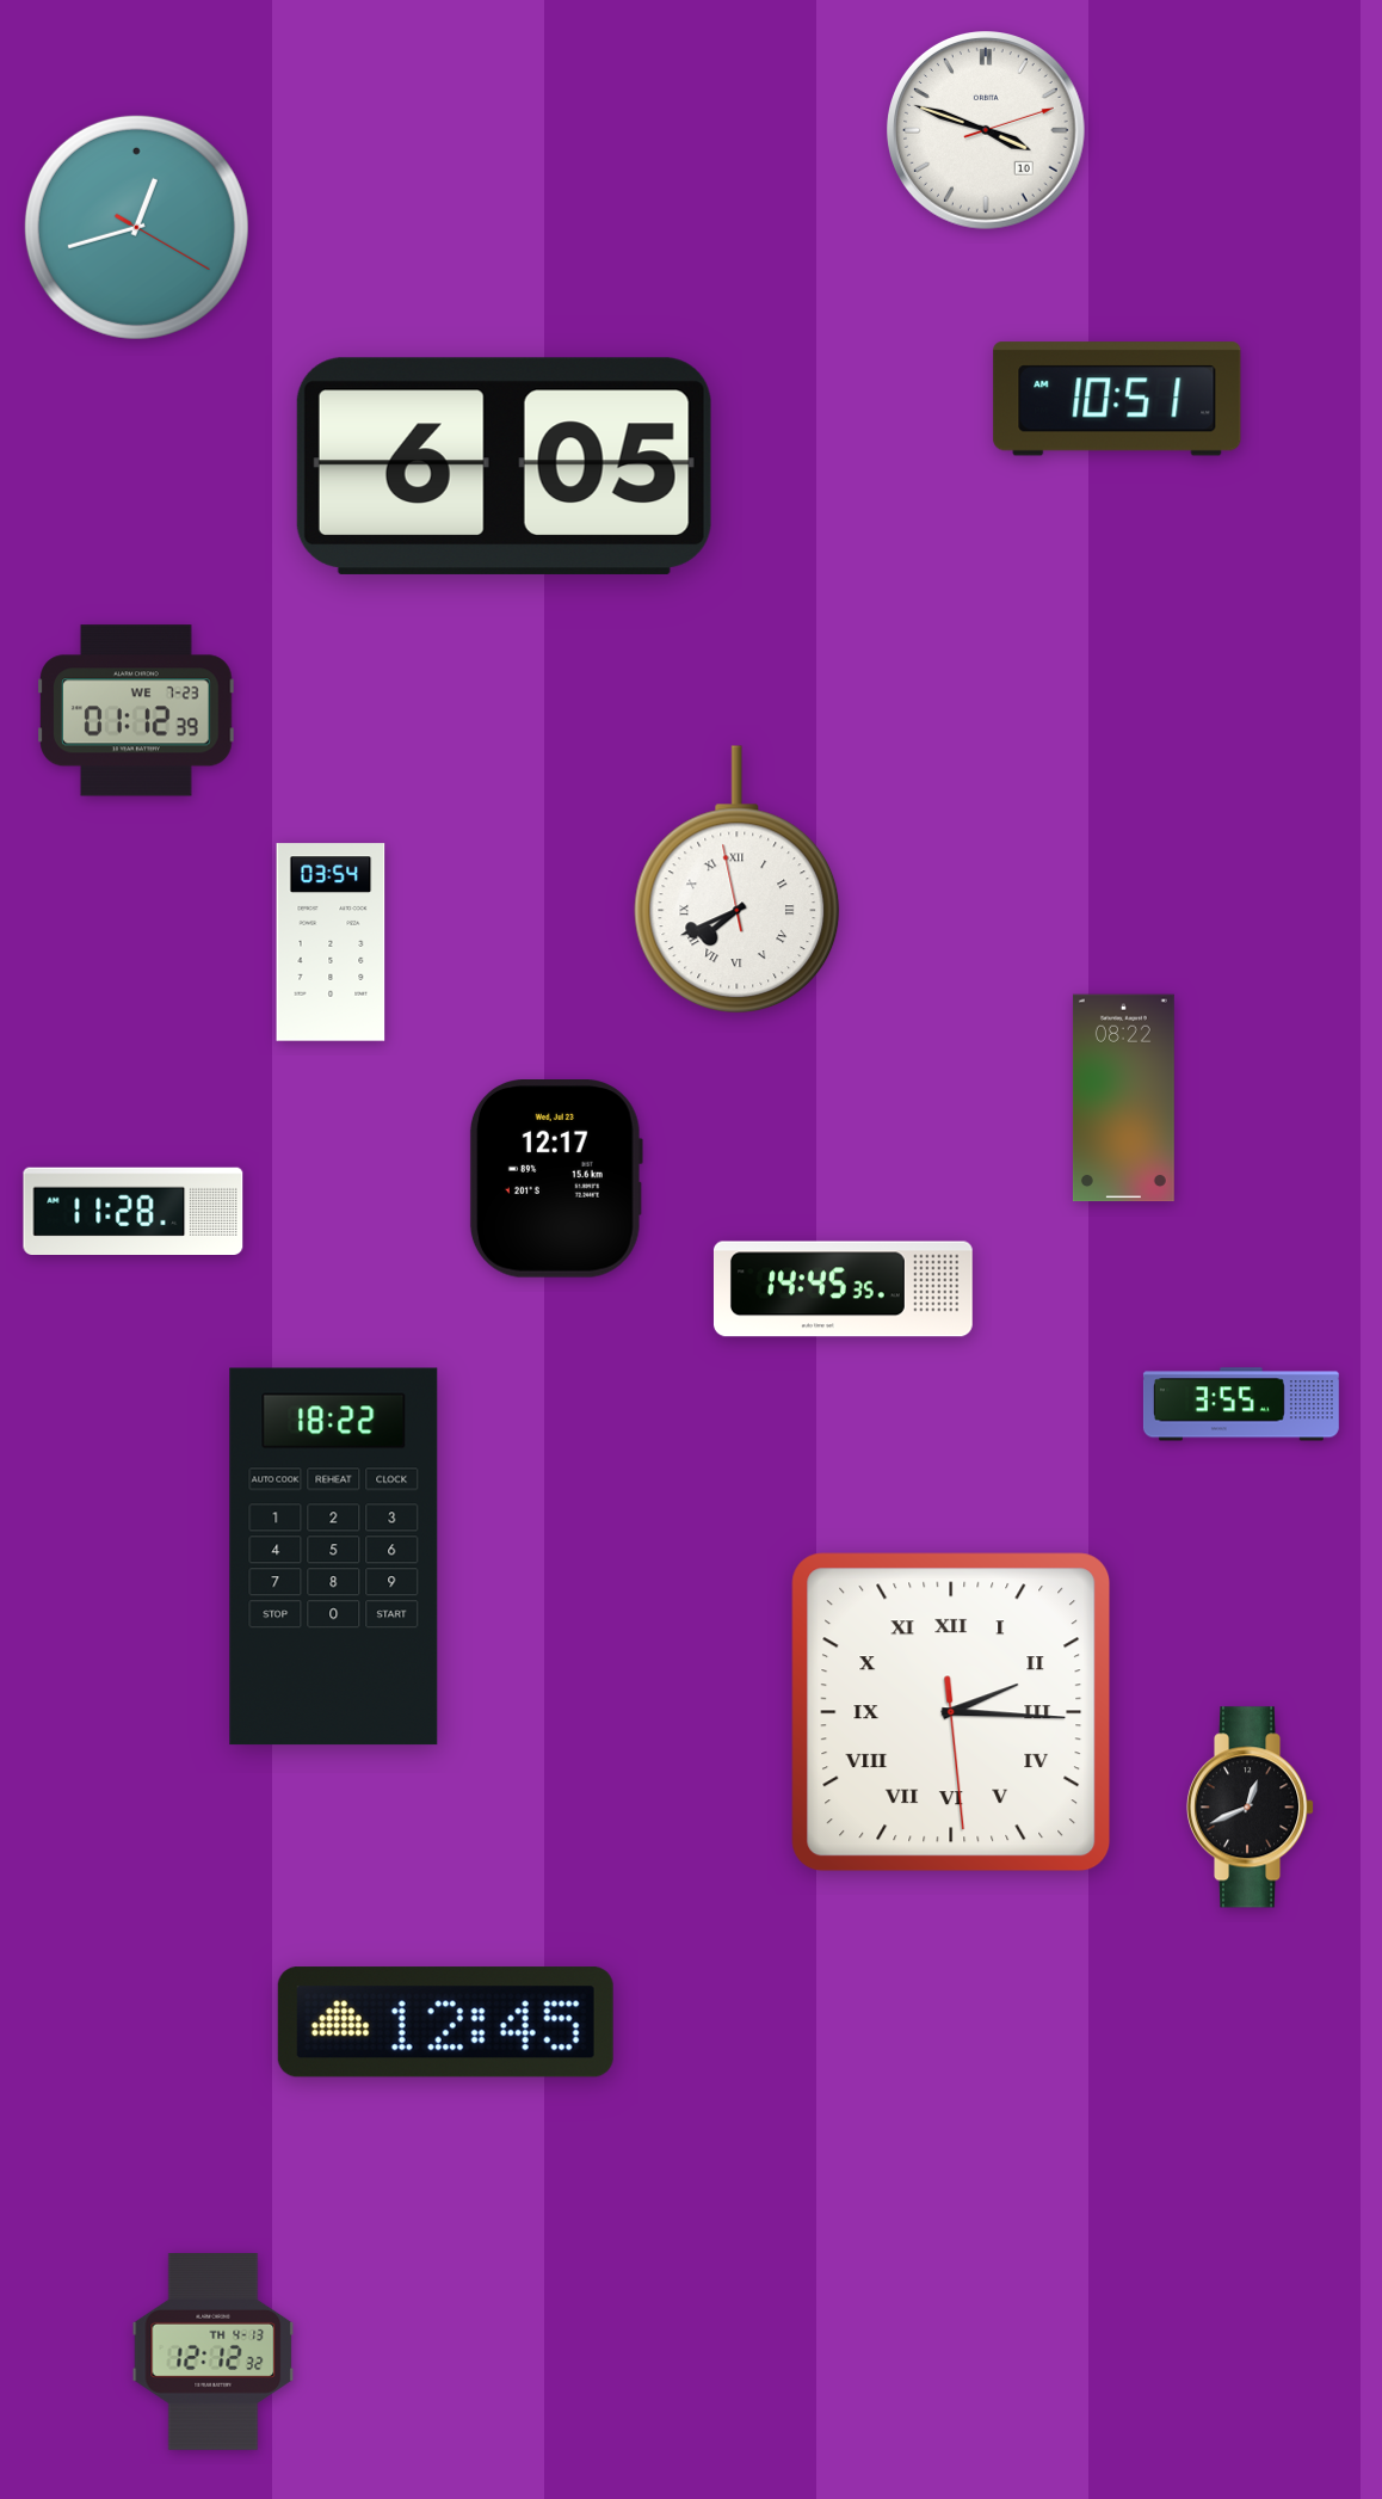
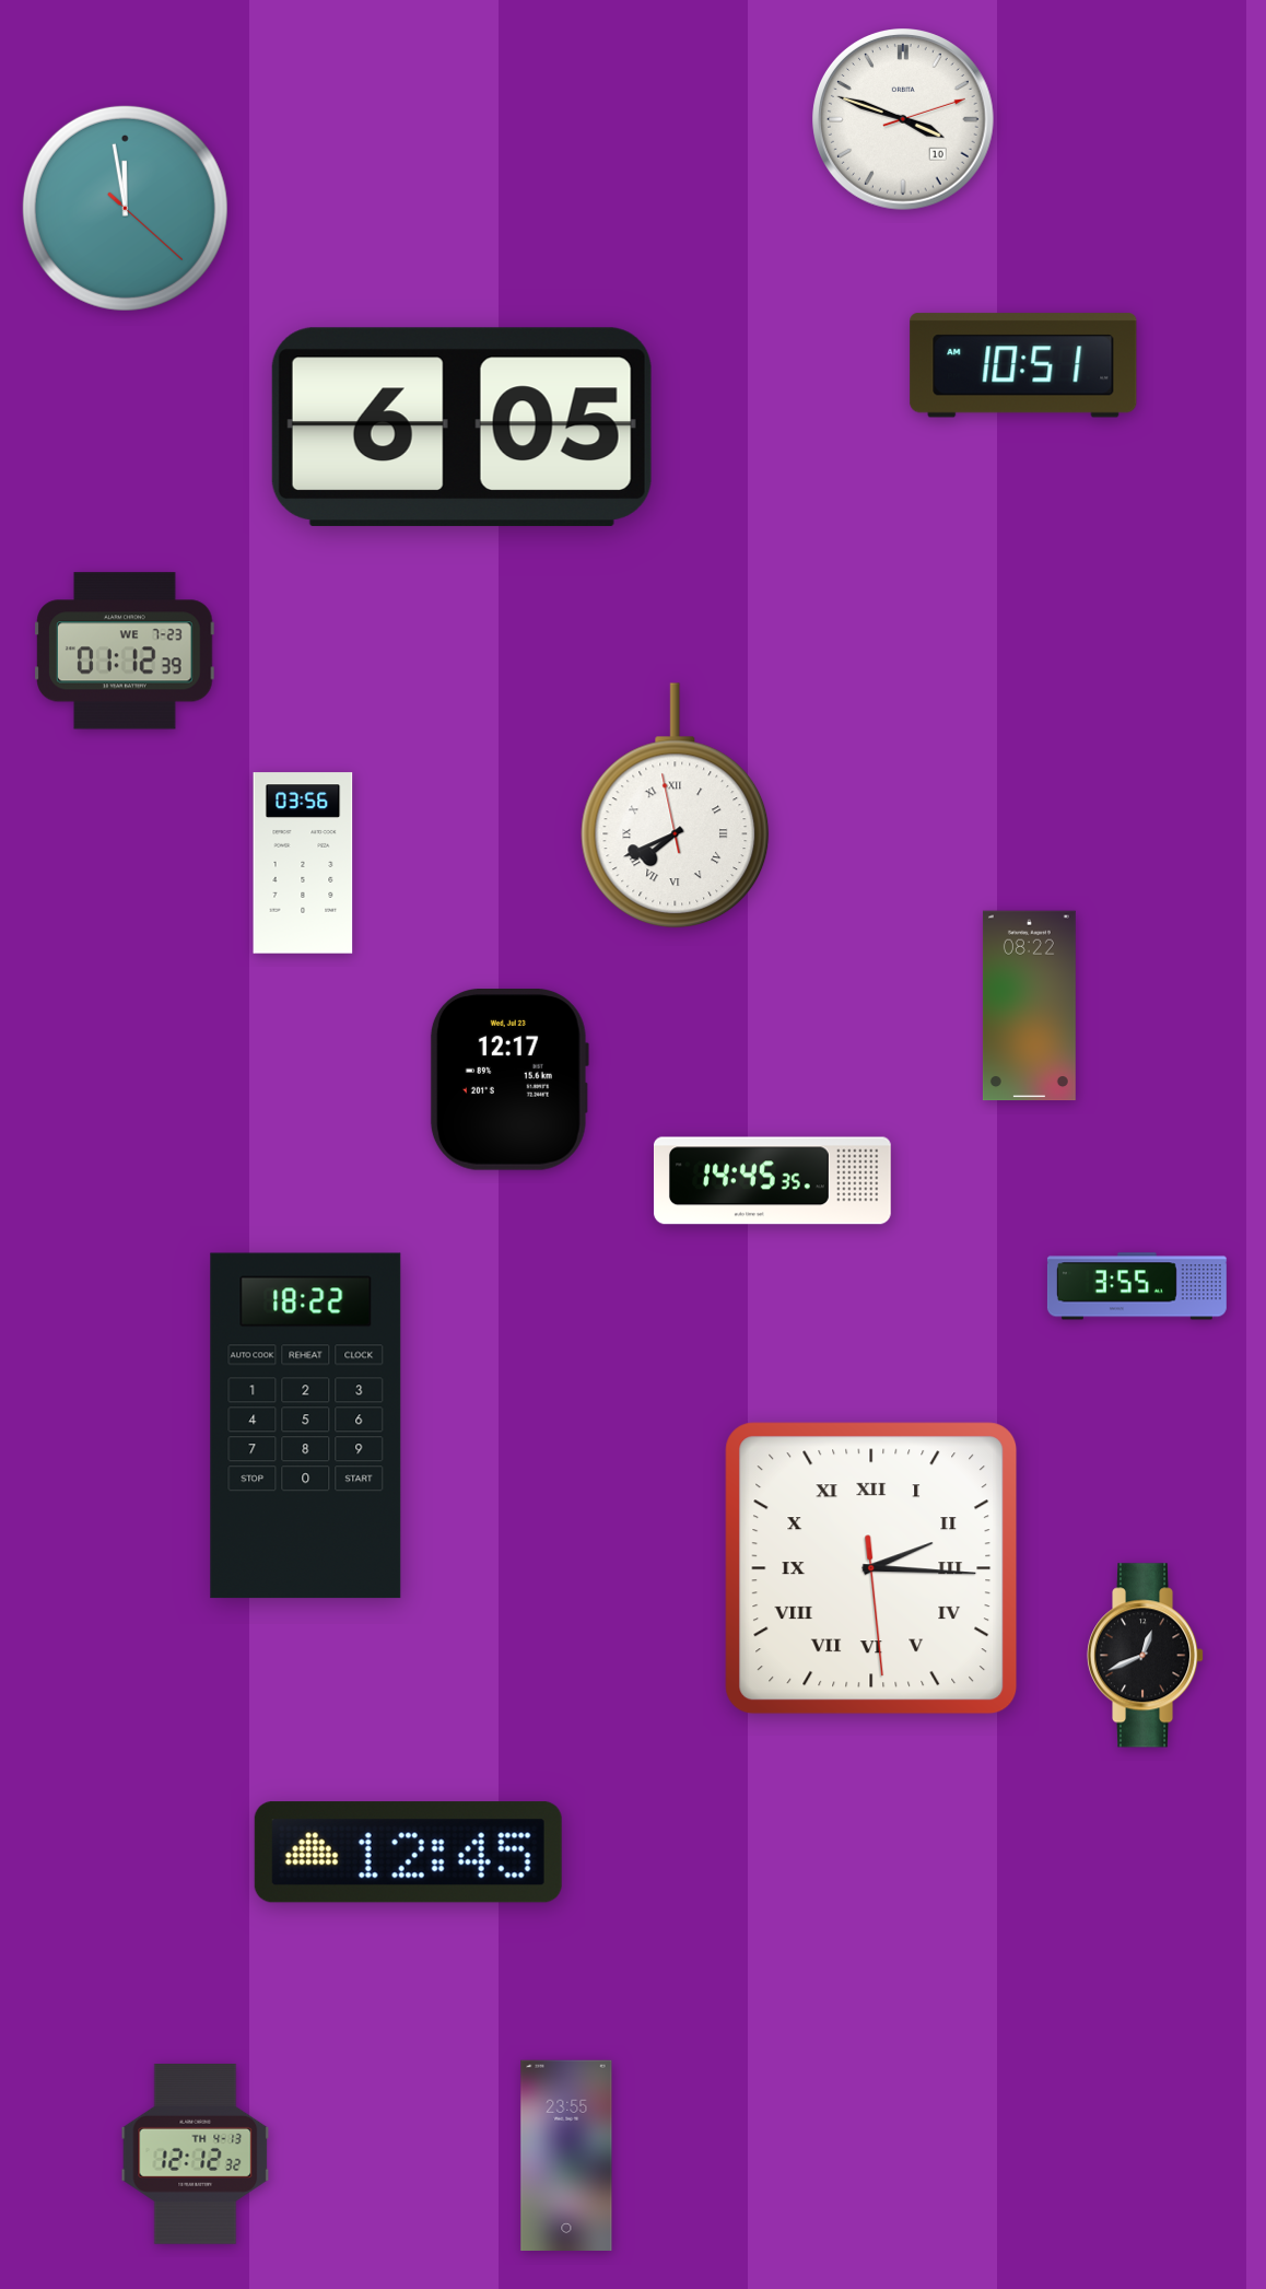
clock at (136, 227): 12:42 -> 11:58
clock at (331, 942): 03:54 -> 03:56
clock at (134, 1211): 11:28 -> none
clock at (566, 2154): none -> 23:55
